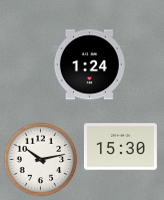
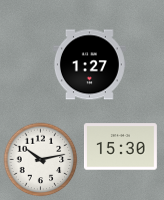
clock at (89, 65): 1:24 -> 1:27
